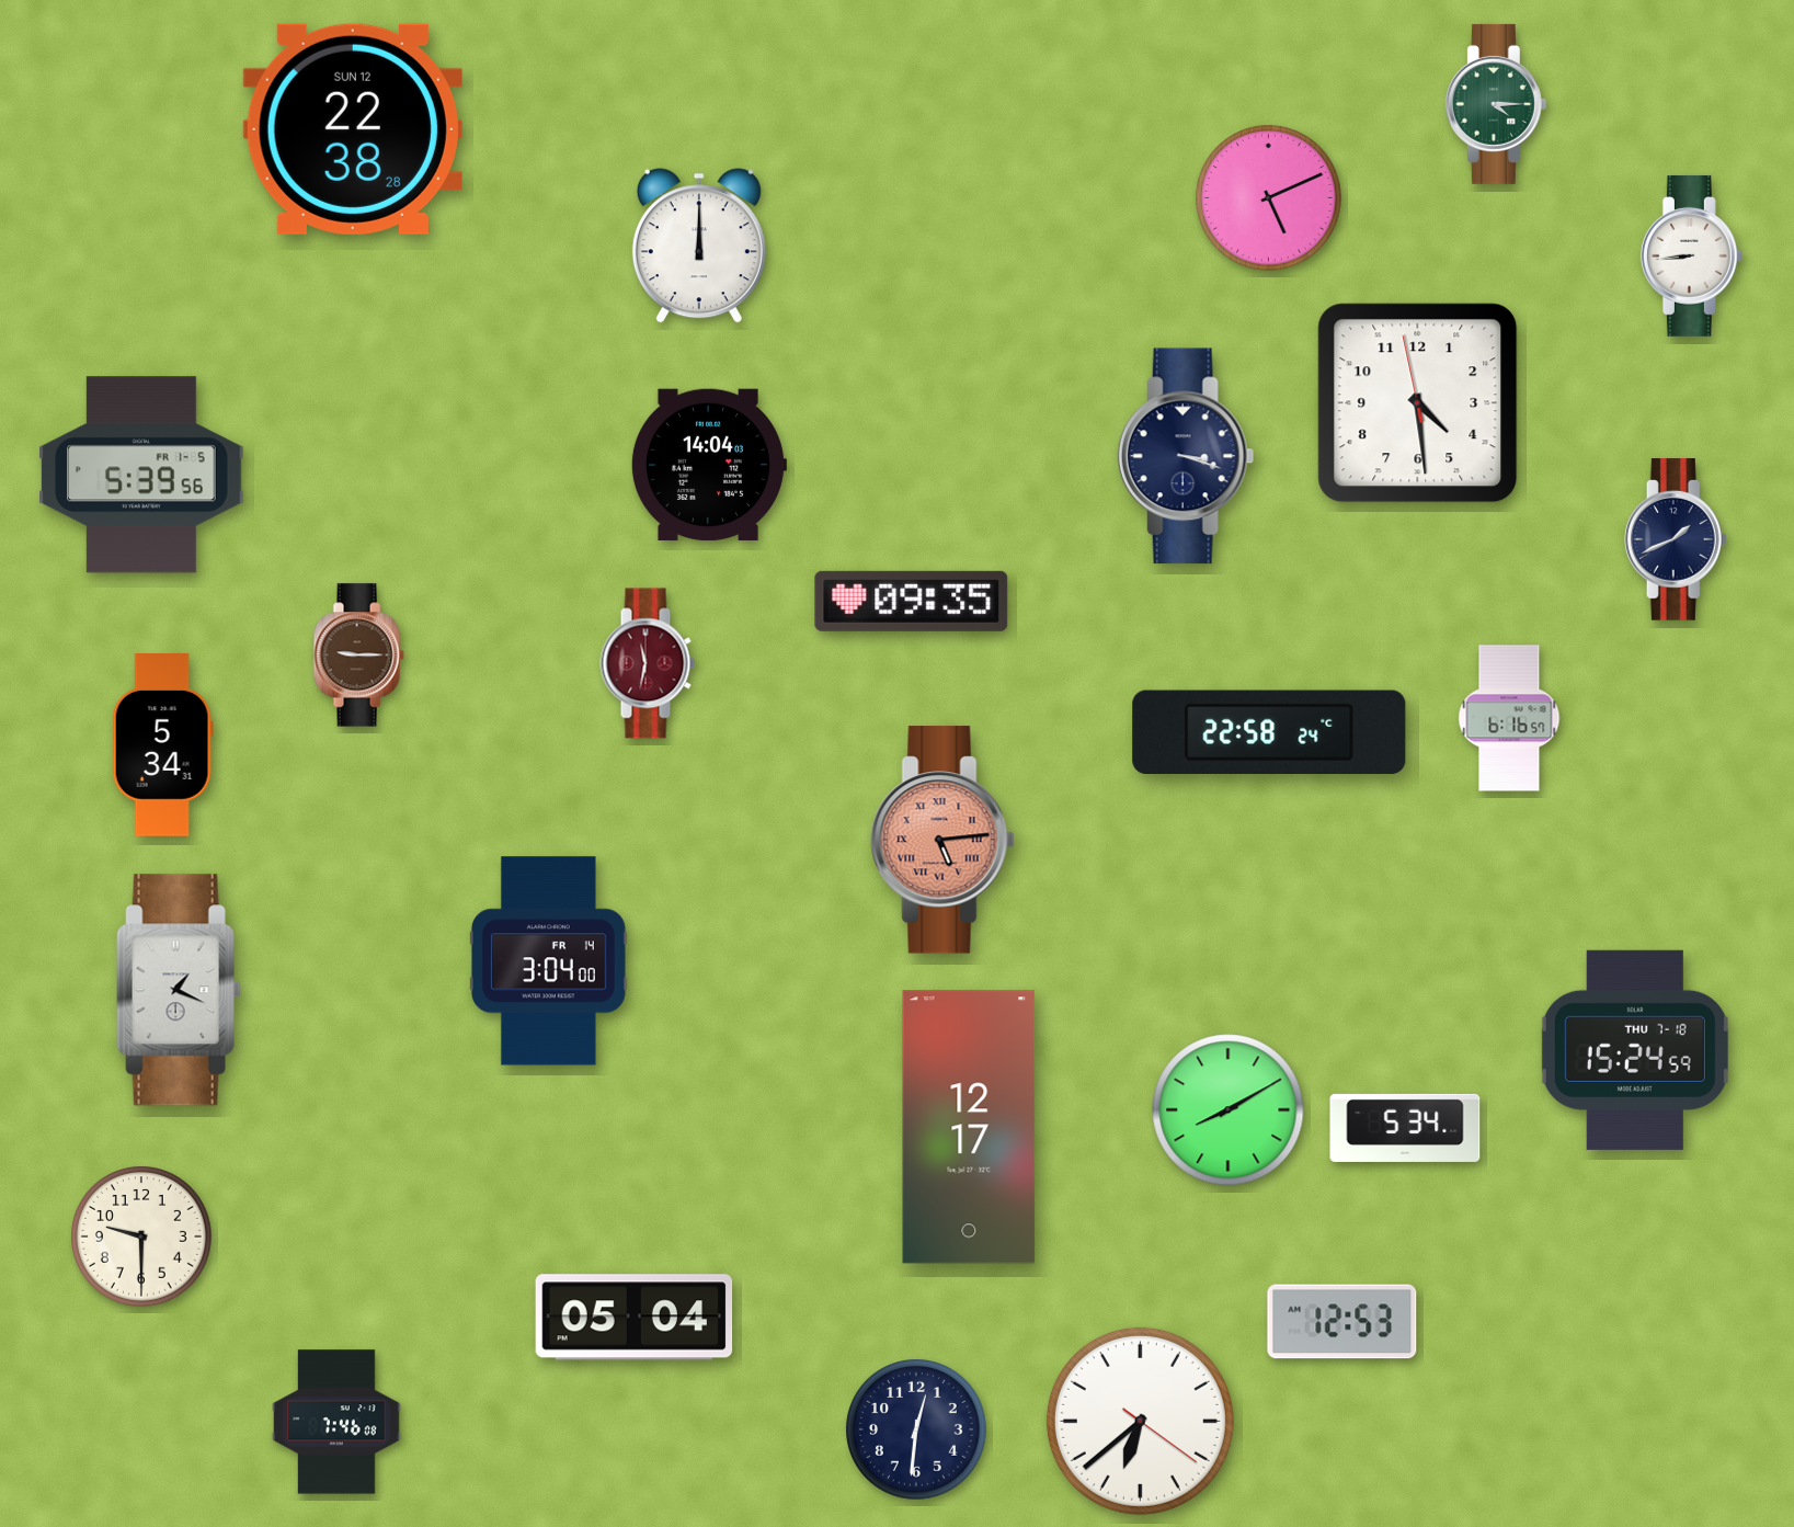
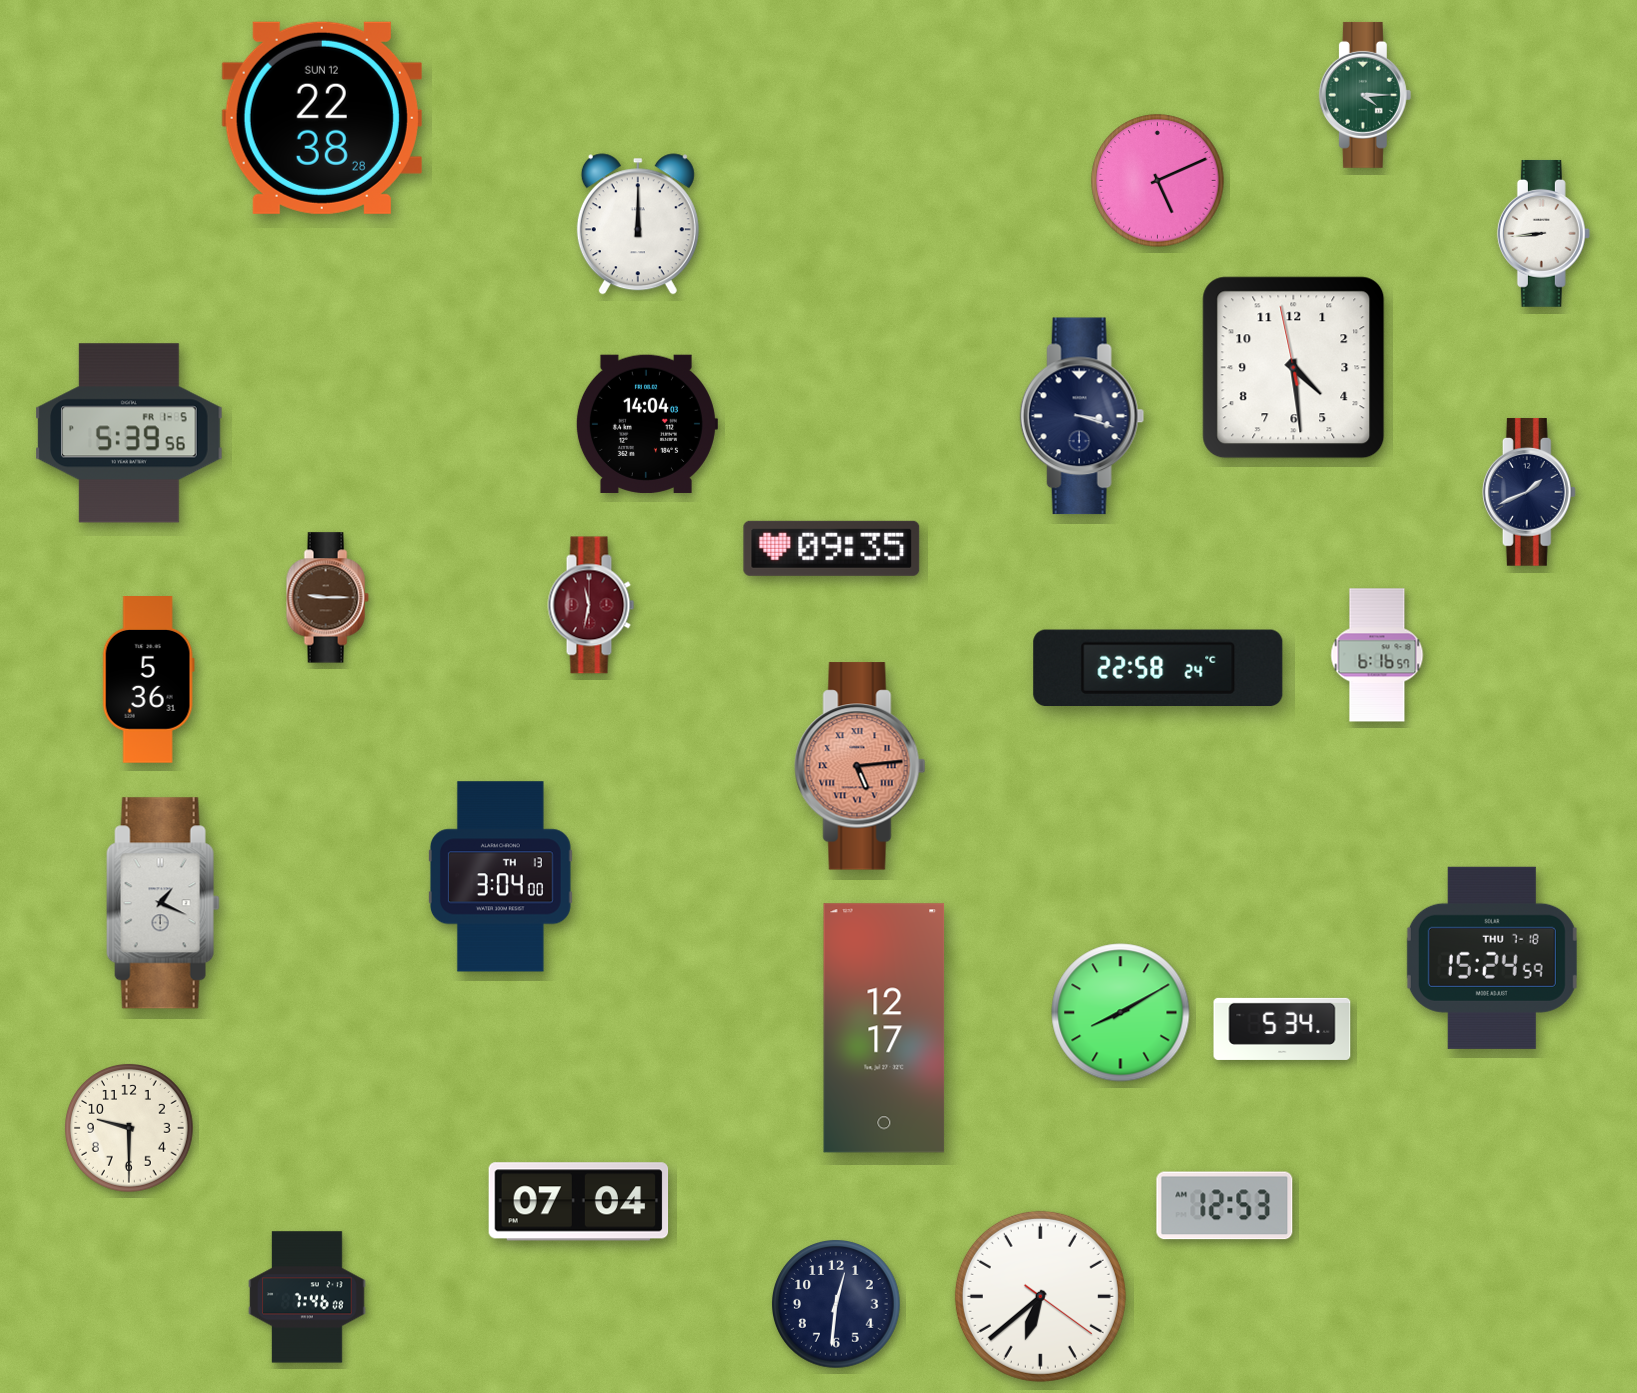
clock at (162, 745): 5:34 -> 5:36
clock at (548, 961) date: FR 14 -> TH 13
clock at (635, 1318): 05:04 -> 07:04
